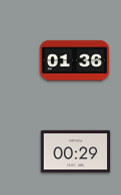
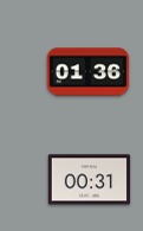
clock at (76, 152): 00:29 -> 00:31
